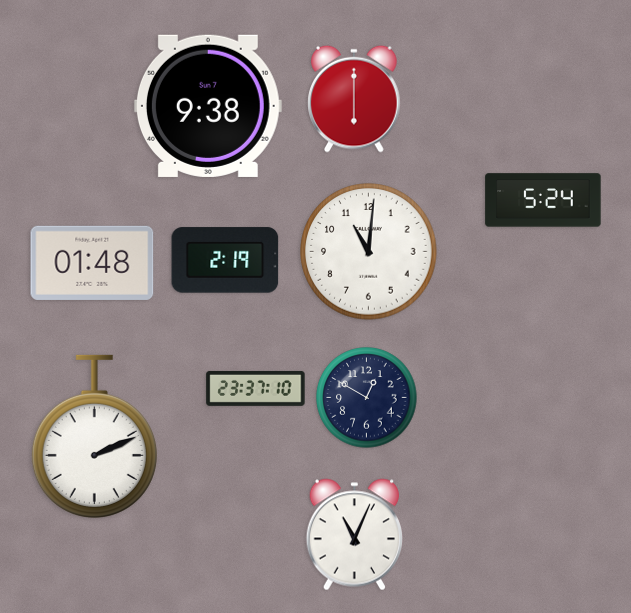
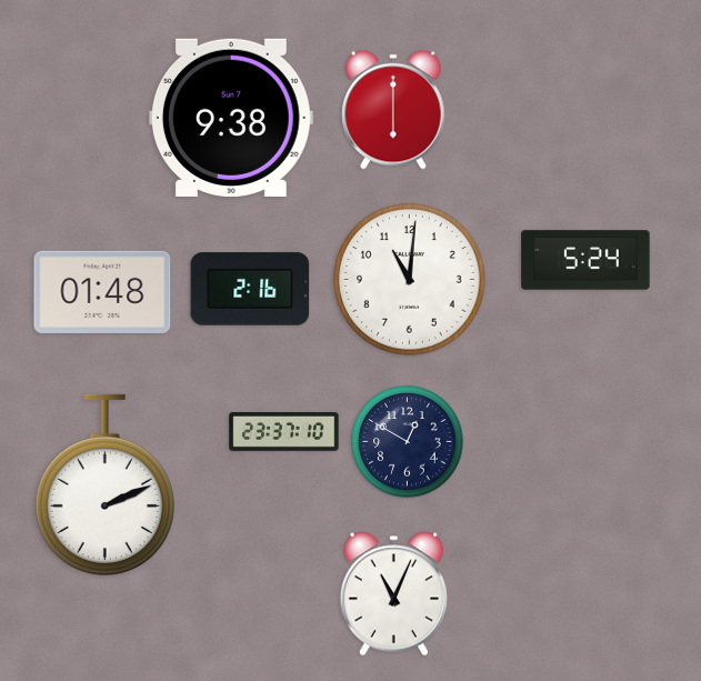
clock at (543, 200) position: (543, 200) -> (585, 260)
clock at (225, 260): 2:19 -> 2:16
